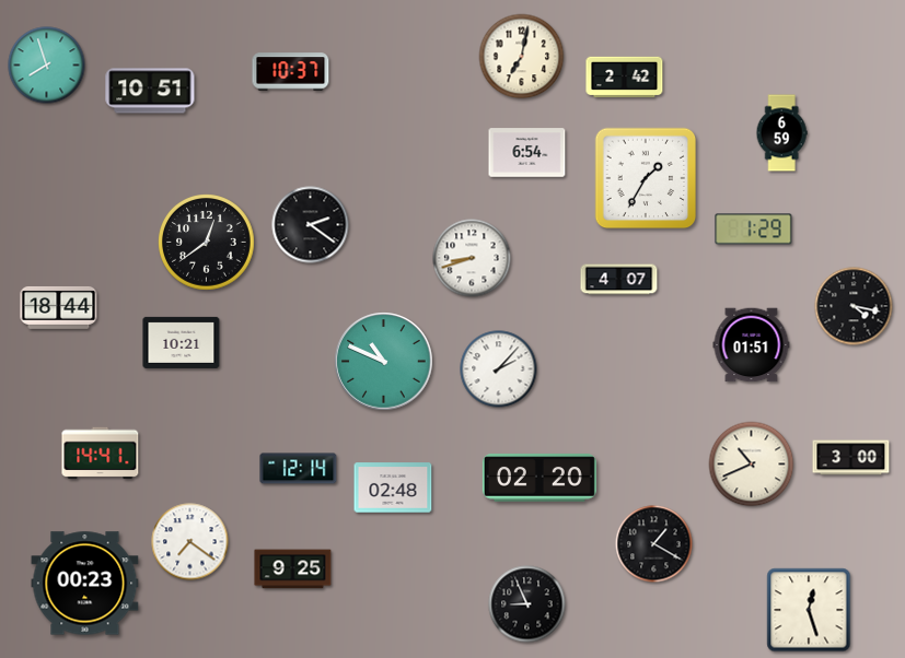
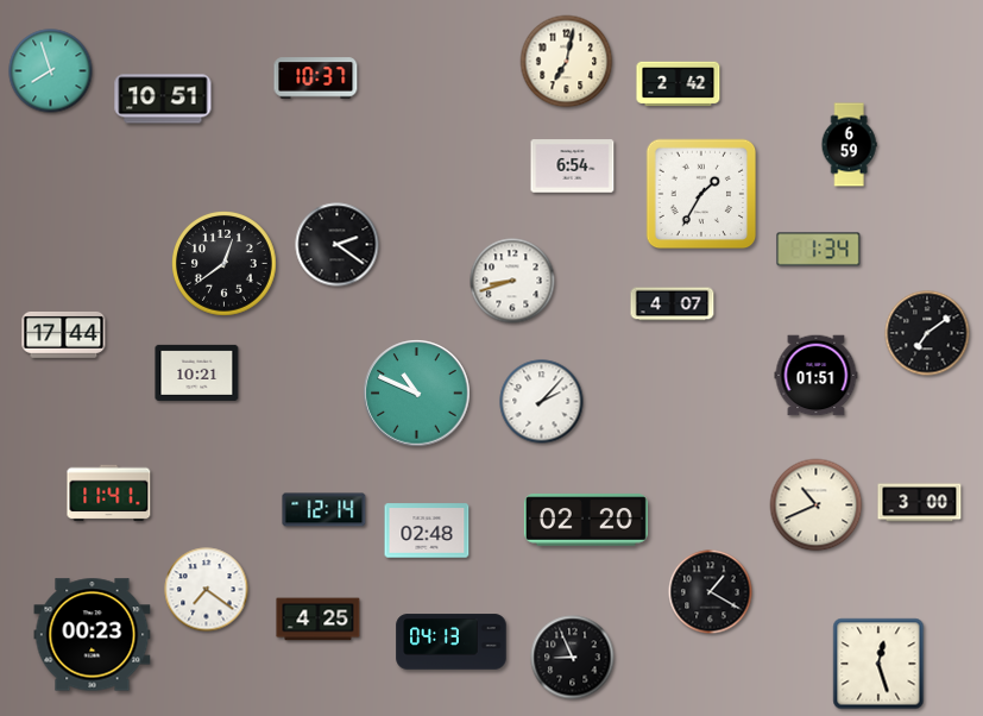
clock at (754, 230): 1:29 -> 1:34
clock at (854, 306): 4:17 -> 7:09
clock at (59, 307): 18:44 -> 17:44
clock at (101, 454): 14:41 -> 11:41
clock at (851, 458) position: (851, 458) -> (920, 503)
clock at (293, 569): 9:25 -> 4:25
clock at (452, 642): none -> 04:13
